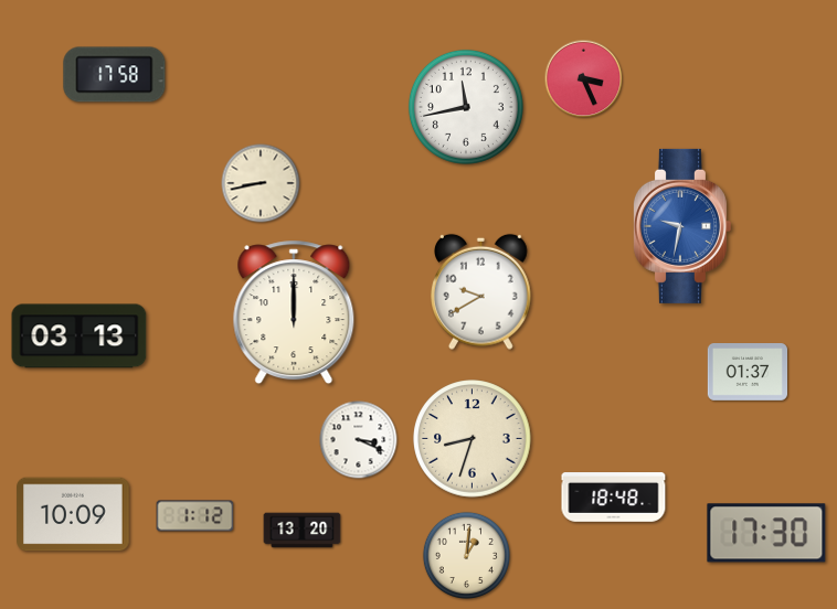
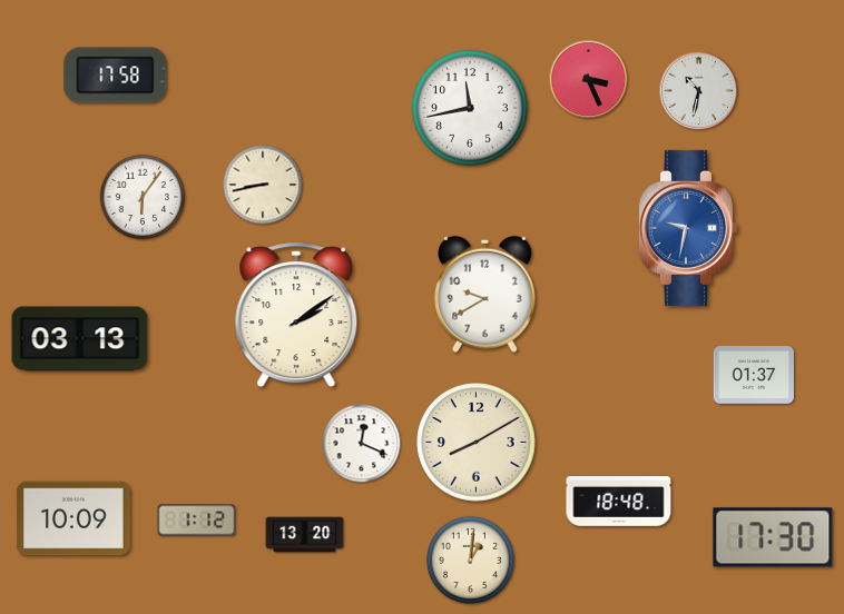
clock at (699, 91): none -> 10:32
clock at (143, 197): none -> 6:06
clock at (294, 312): 12:00 -> 2:09
clock at (473, 439): 8:33 -> 8:10
clock at (359, 440): 3:19 -> 12:19
